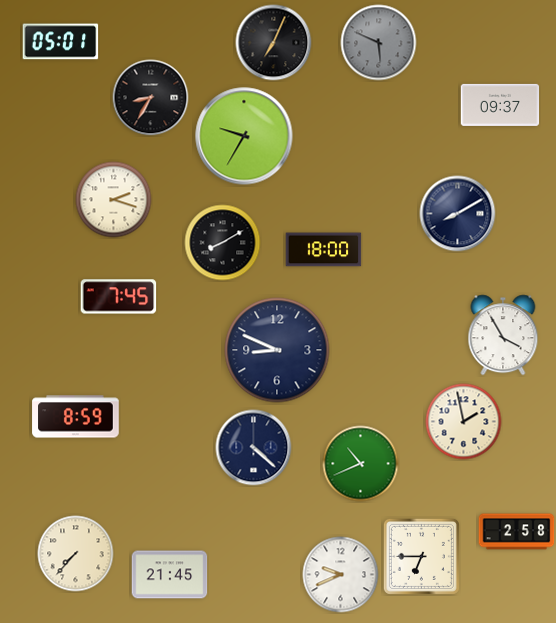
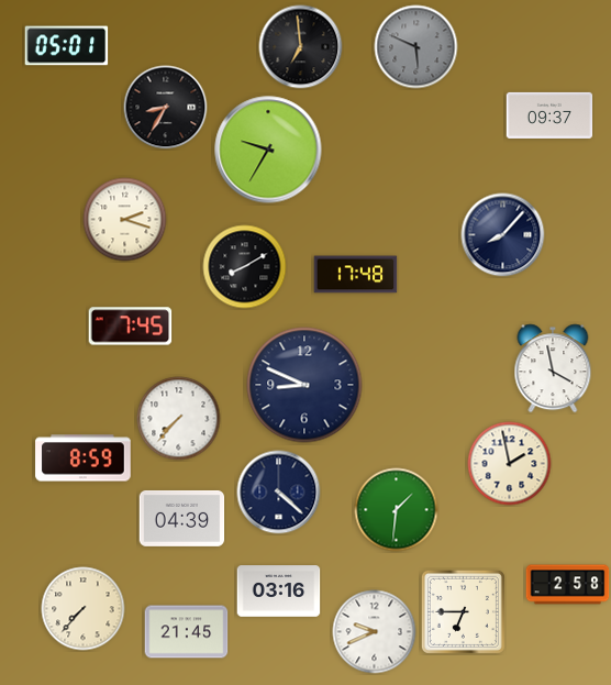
clock at (274, 43): 7:04 -> 6:59
clock at (458, 214): 8:10 -> 8:07
clock at (324, 250): 18:00 -> 17:48
clock at (503, 335): 3:55 -> 3:58
clock at (179, 419): none -> 7:37
clock at (361, 464): 10:41 -> 1:31
clock at (182, 518): none -> 04:39
clock at (279, 592): none -> 03:16
